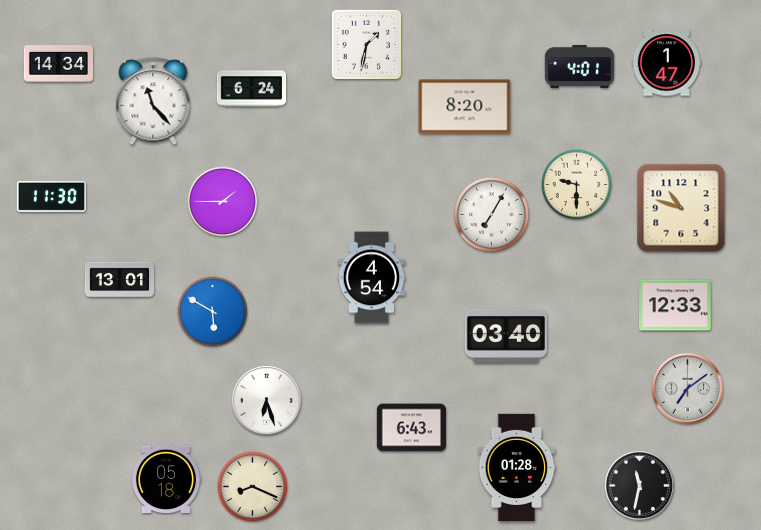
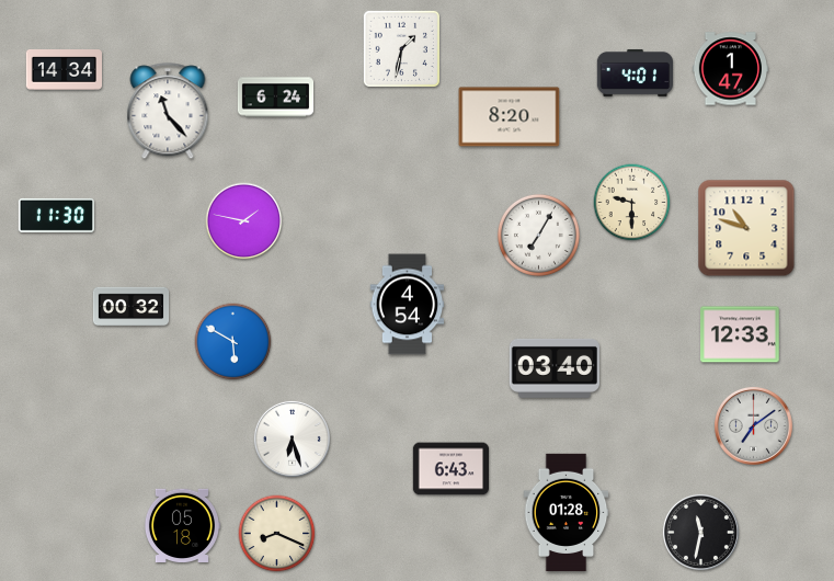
clock at (223, 202): 1:45 -> 1:47
clock at (120, 280): 13:01 -> 00:32
